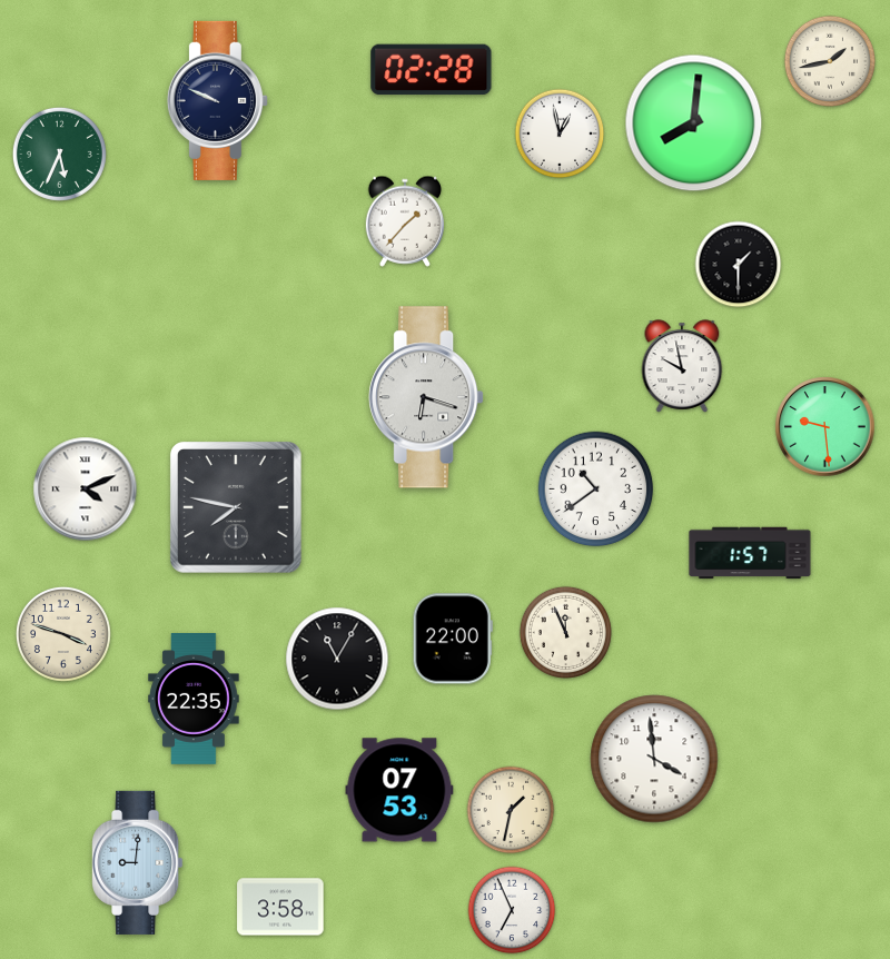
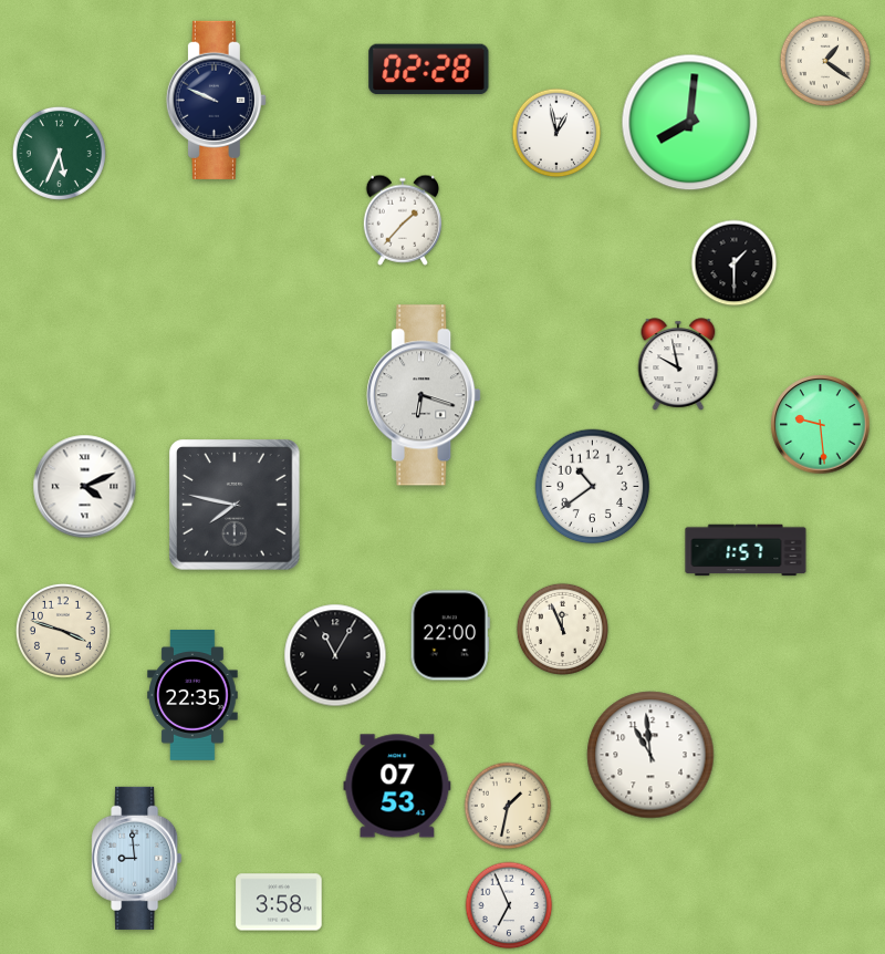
clock at (830, 61): 1:43 -> 1:21
clock at (654, 759): 3:59 -> 10:59
clock at (138, 862): 9:01 -> 8:59
